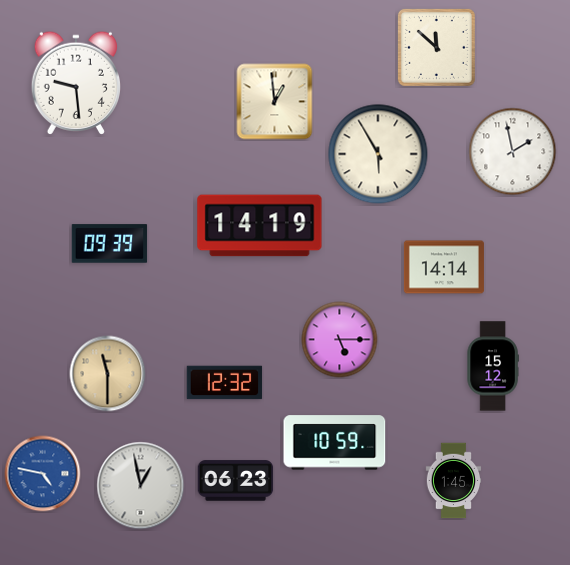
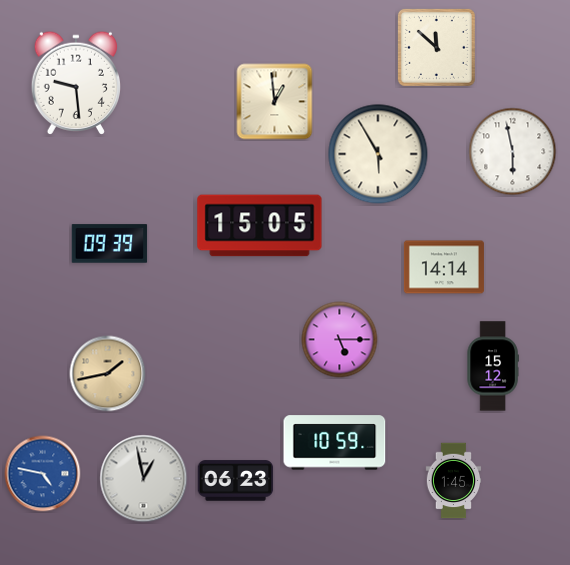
clock at (513, 152): 1:58 -> 5:58
clock at (260, 226): 14:19 -> 15:05
clock at (108, 374): 11:30 -> 1:43
clock at (225, 383): 12:32 -> none
clock at (141, 486) position: (141, 486) -> (144, 479)
